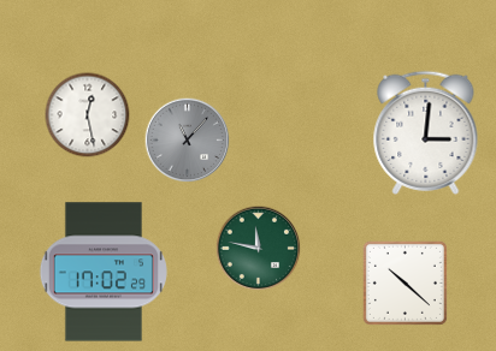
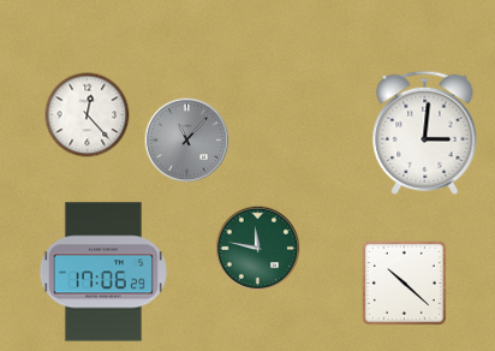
clock at (88, 115): 12:28 -> 12:23
clock at (104, 272): 17:02 -> 17:06
